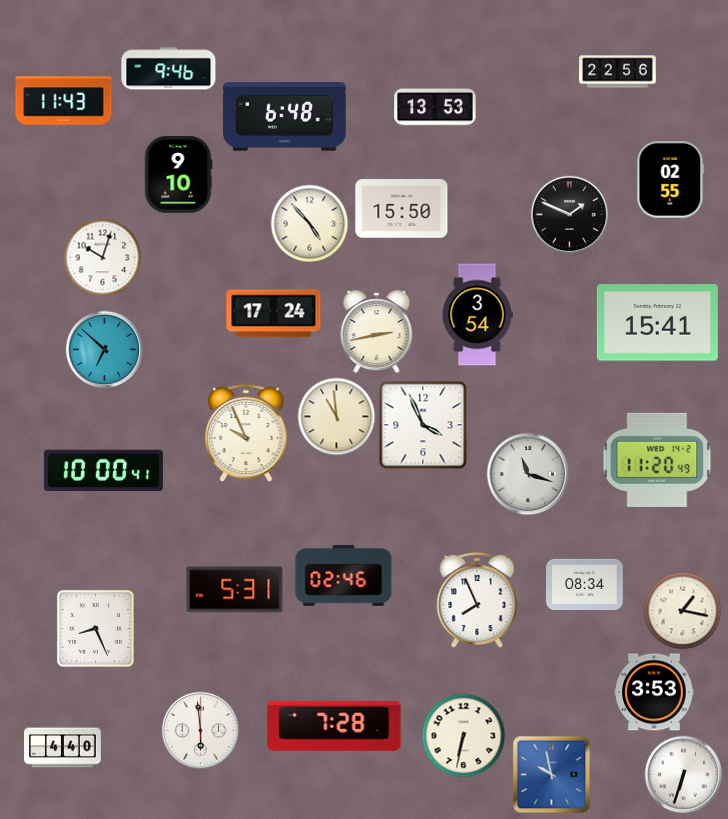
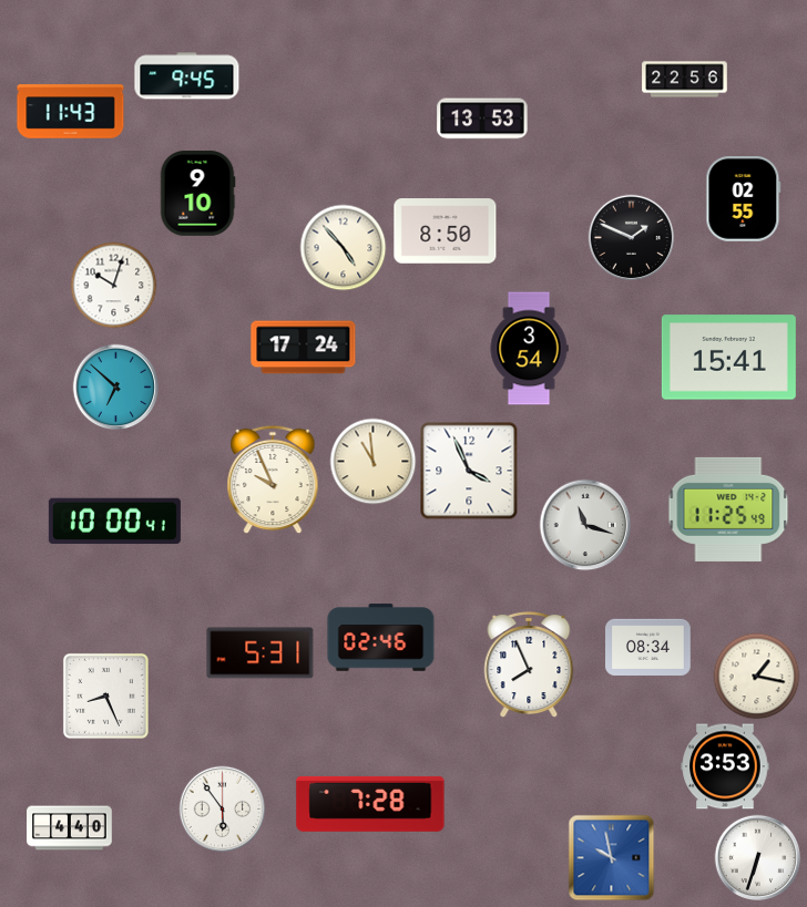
clock at (169, 69): 9:46 -> 9:45
clock at (284, 117): 6:48 -> none
clock at (402, 209): 15:50 -> 8:50
clock at (377, 332): 2:43 -> none
clock at (657, 460): 11:20 -> 11:25
clock at (200, 730): 5:59 -> 5:54
clock at (463, 735): 6:32 -> none
